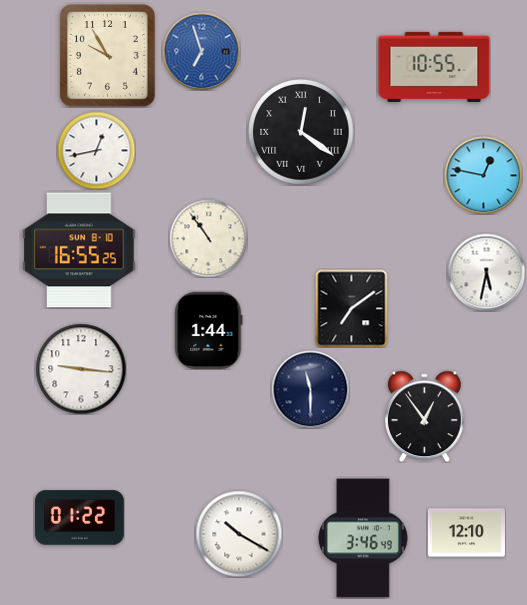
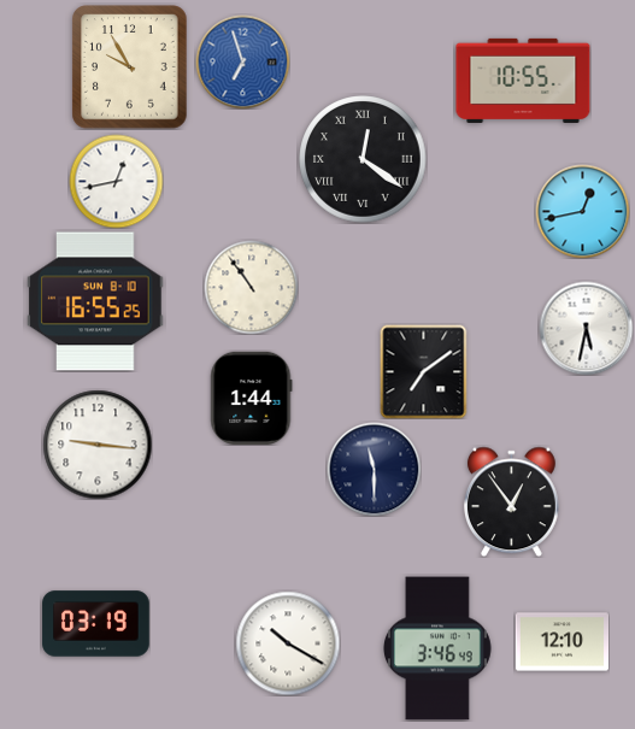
clock at (483, 175): 12:47 -> 12:43
clock at (80, 518): 01:22 -> 03:19
